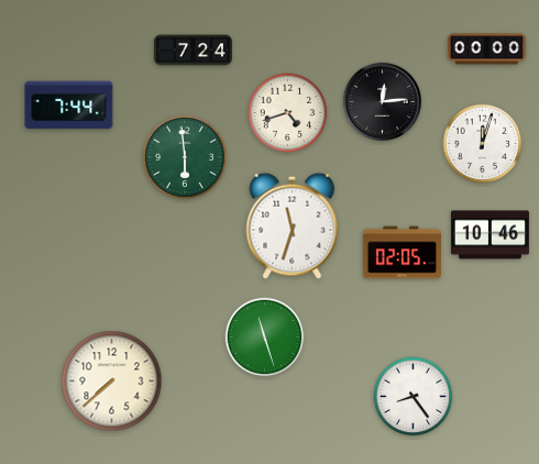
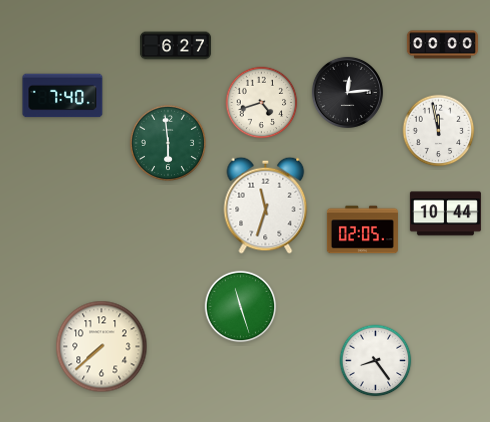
clock at (193, 51): 7:24 -> 6:27
clock at (69, 106): 7:44 -> 7:40
clock at (483, 144): 12:03 -> 11:58
clock at (490, 235): 10:46 -> 10:44
clock at (402, 253) position: (402, 253) -> (362, 230)
